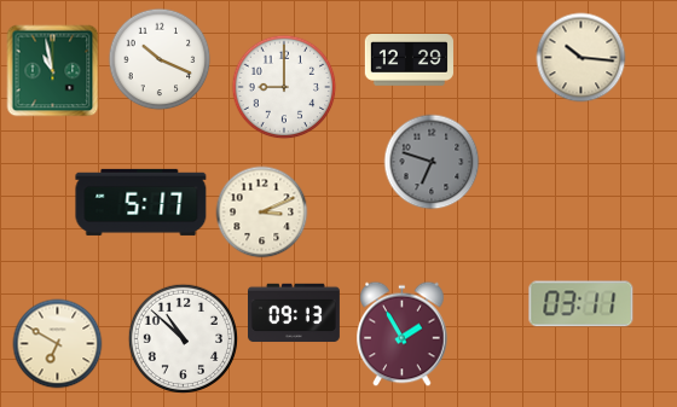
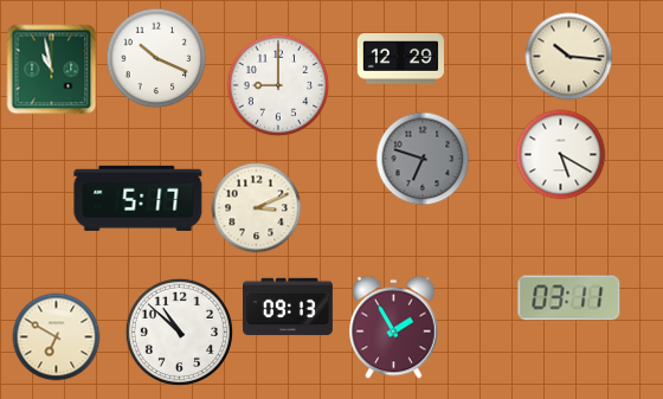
clock at (561, 155): none -> 5:20
